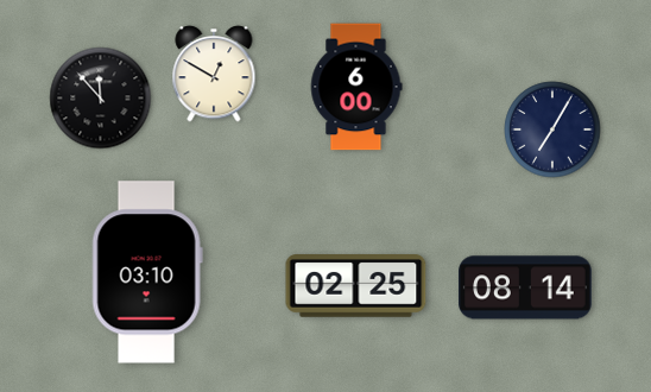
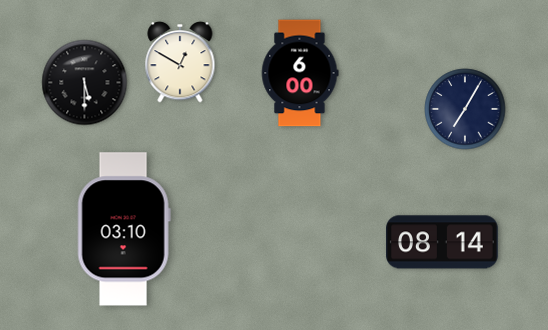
clock at (101, 99): 11:53 -> 5:30
clock at (356, 286): 02:25 -> none
